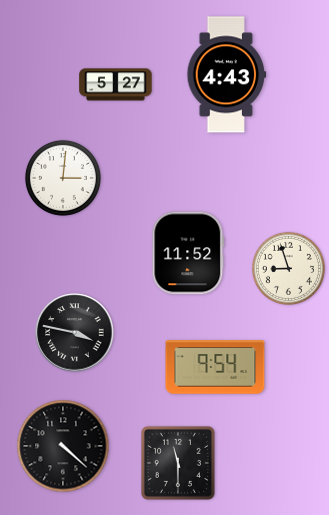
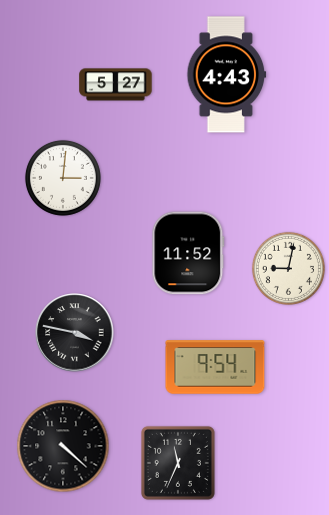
clock at (288, 268): 8:57 -> 9:02
clock at (178, 463): 11:30 -> 11:34
